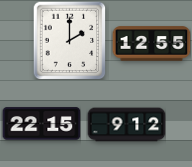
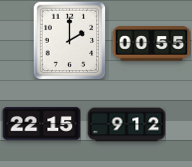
clock at (151, 44): 12:55 -> 00:55
